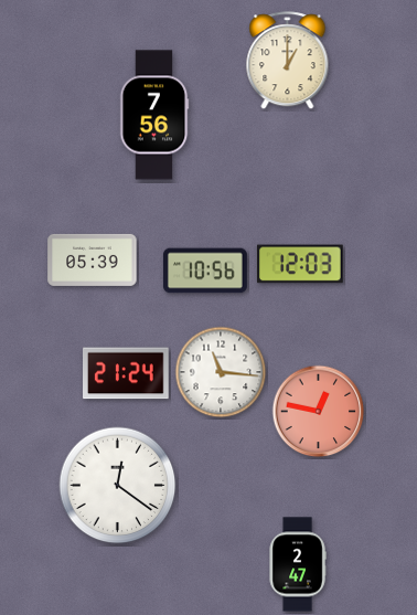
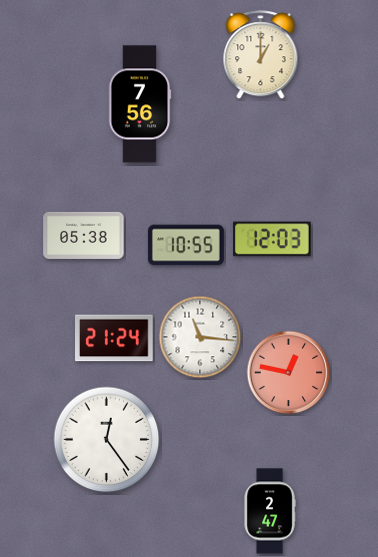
clock at (93, 259): 05:39 -> 05:38
clock at (205, 271): 10:56 -> 10:55
clock at (118, 486): 12:21 -> 12:24
